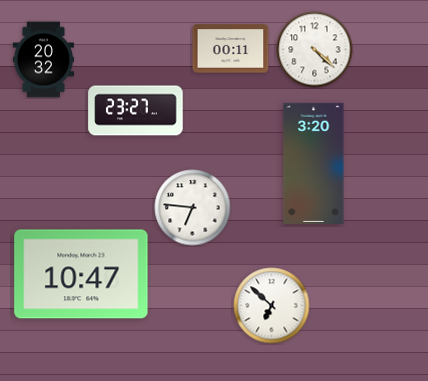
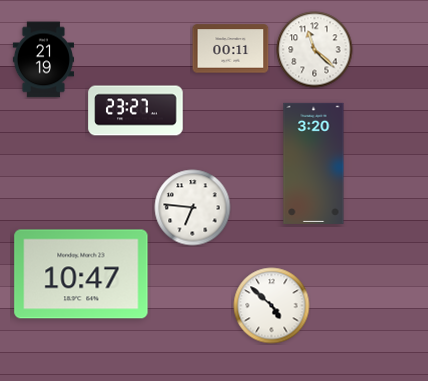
clock at (315, 50): 4:22 -> 11:22
clock at (43, 60): 20:32 -> 21:19
clock at (272, 306): 6:52 -> 4:52
